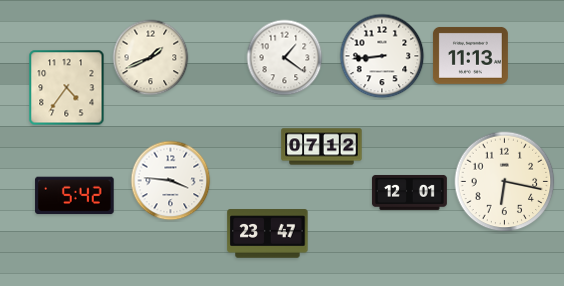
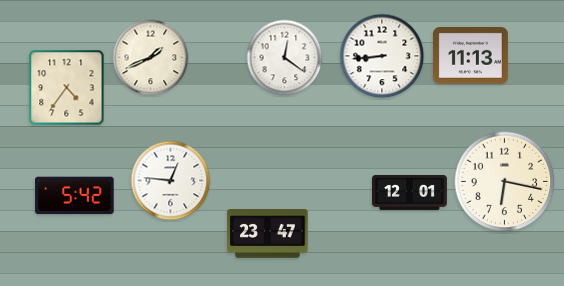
clock at (285, 58): 1:21 -> 12:21
clock at (322, 147): 07:12 -> none
clock at (171, 181): 3:46 -> 12:46
